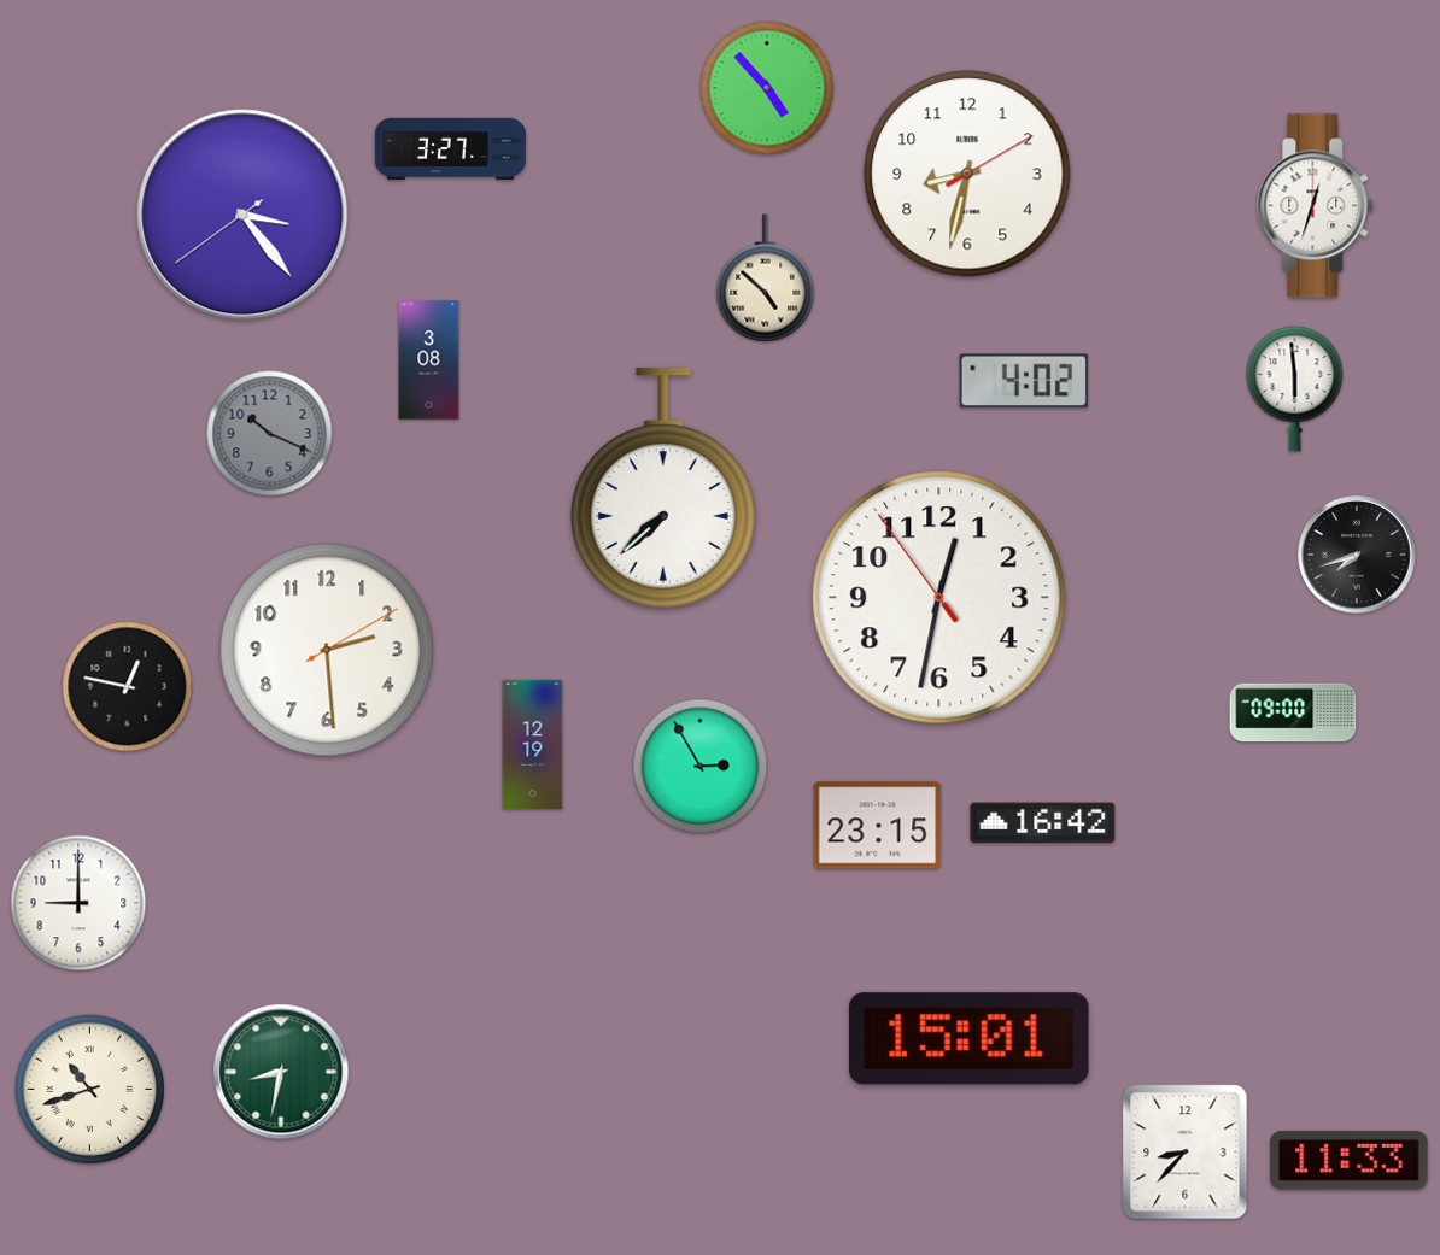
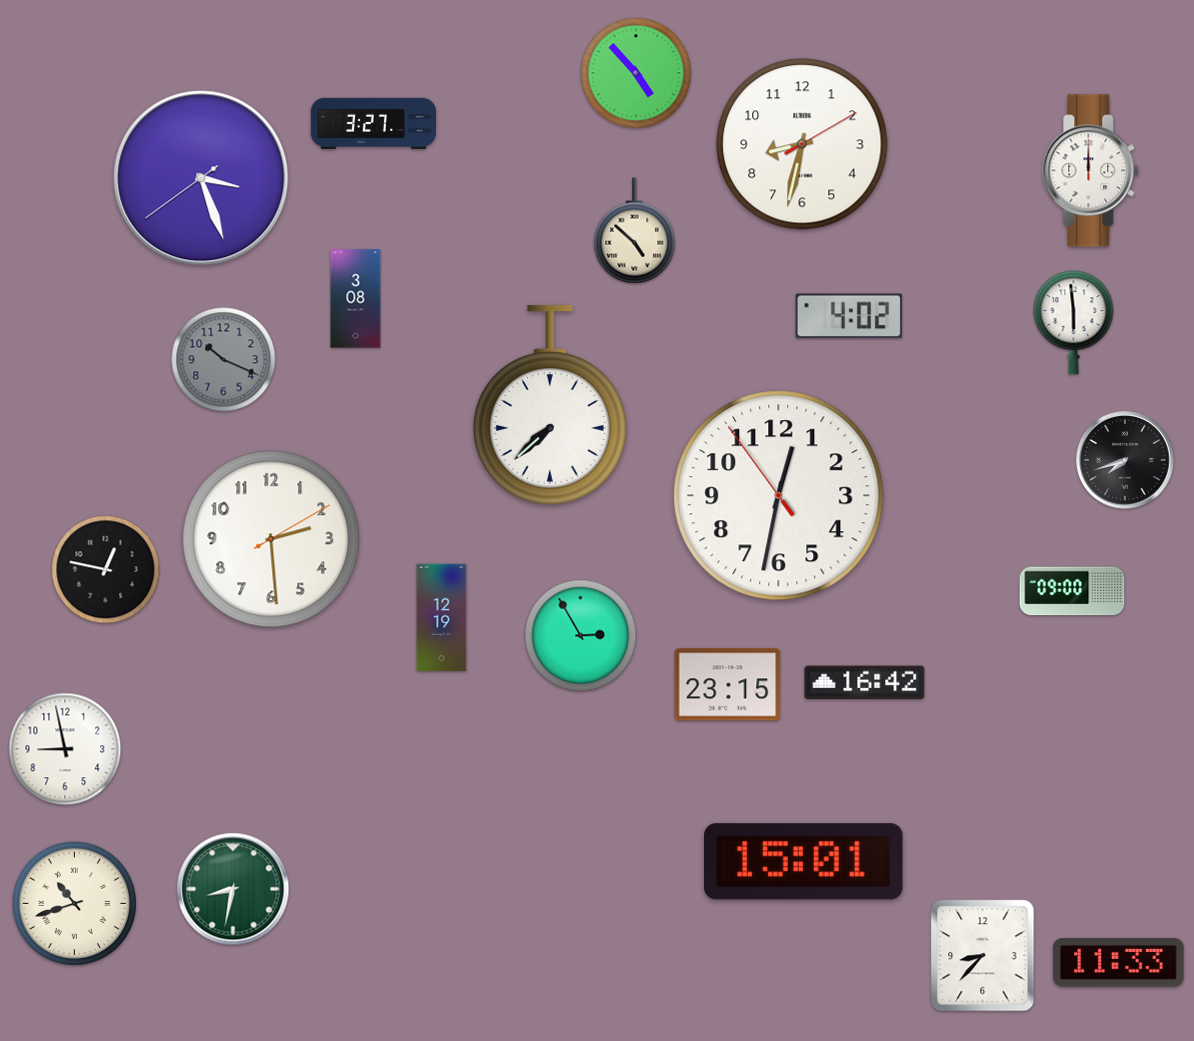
clock at (1316, 206): 12:33 -> 12:00
clock at (242, 215): 3:23 -> 3:26
clock at (78, 903): 9:00 -> 8:58
